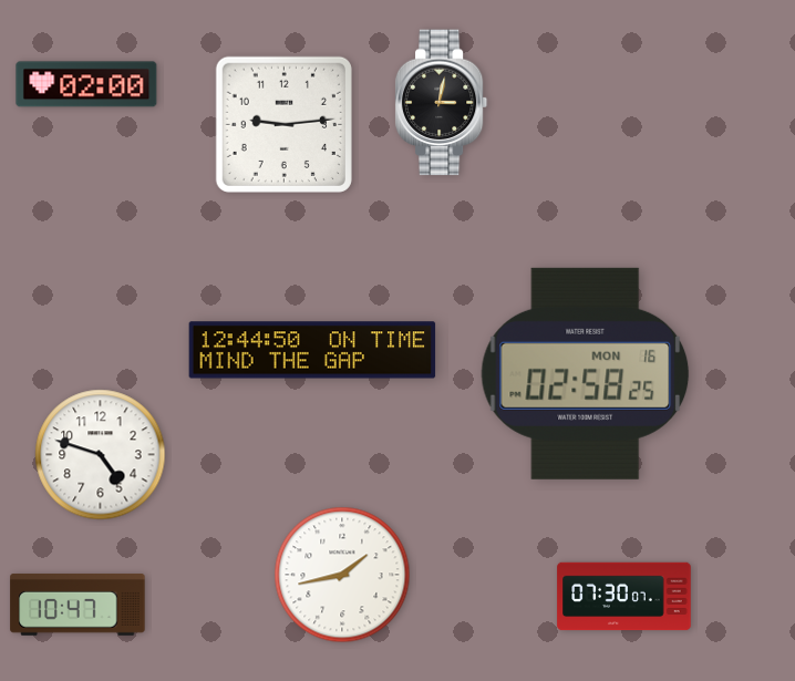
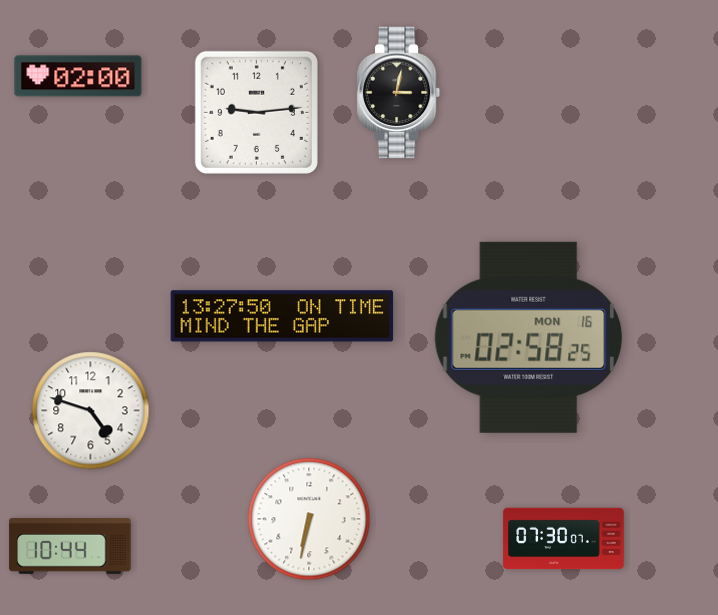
clock at (312, 350): 12:44 -> 13:27
clock at (342, 575): 1:43 -> 6:32
clock at (78, 605): 10:47 -> 10:44
